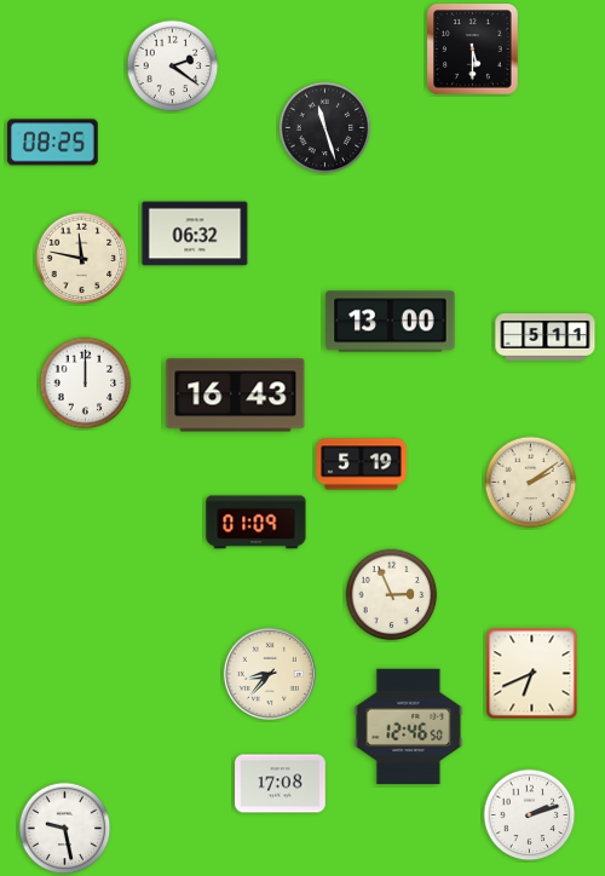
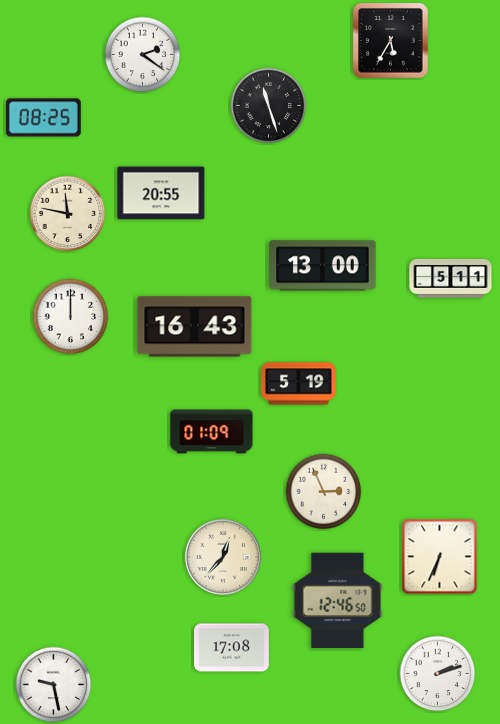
clock at (473, 50): 5:30 -> 5:35
clock at (195, 234): 06:32 -> 20:55
clock at (531, 483): 2:09 -> none
clock at (270, 674): 8:37 -> 12:37
clock at (532, 674): 6:41 -> 6:34
